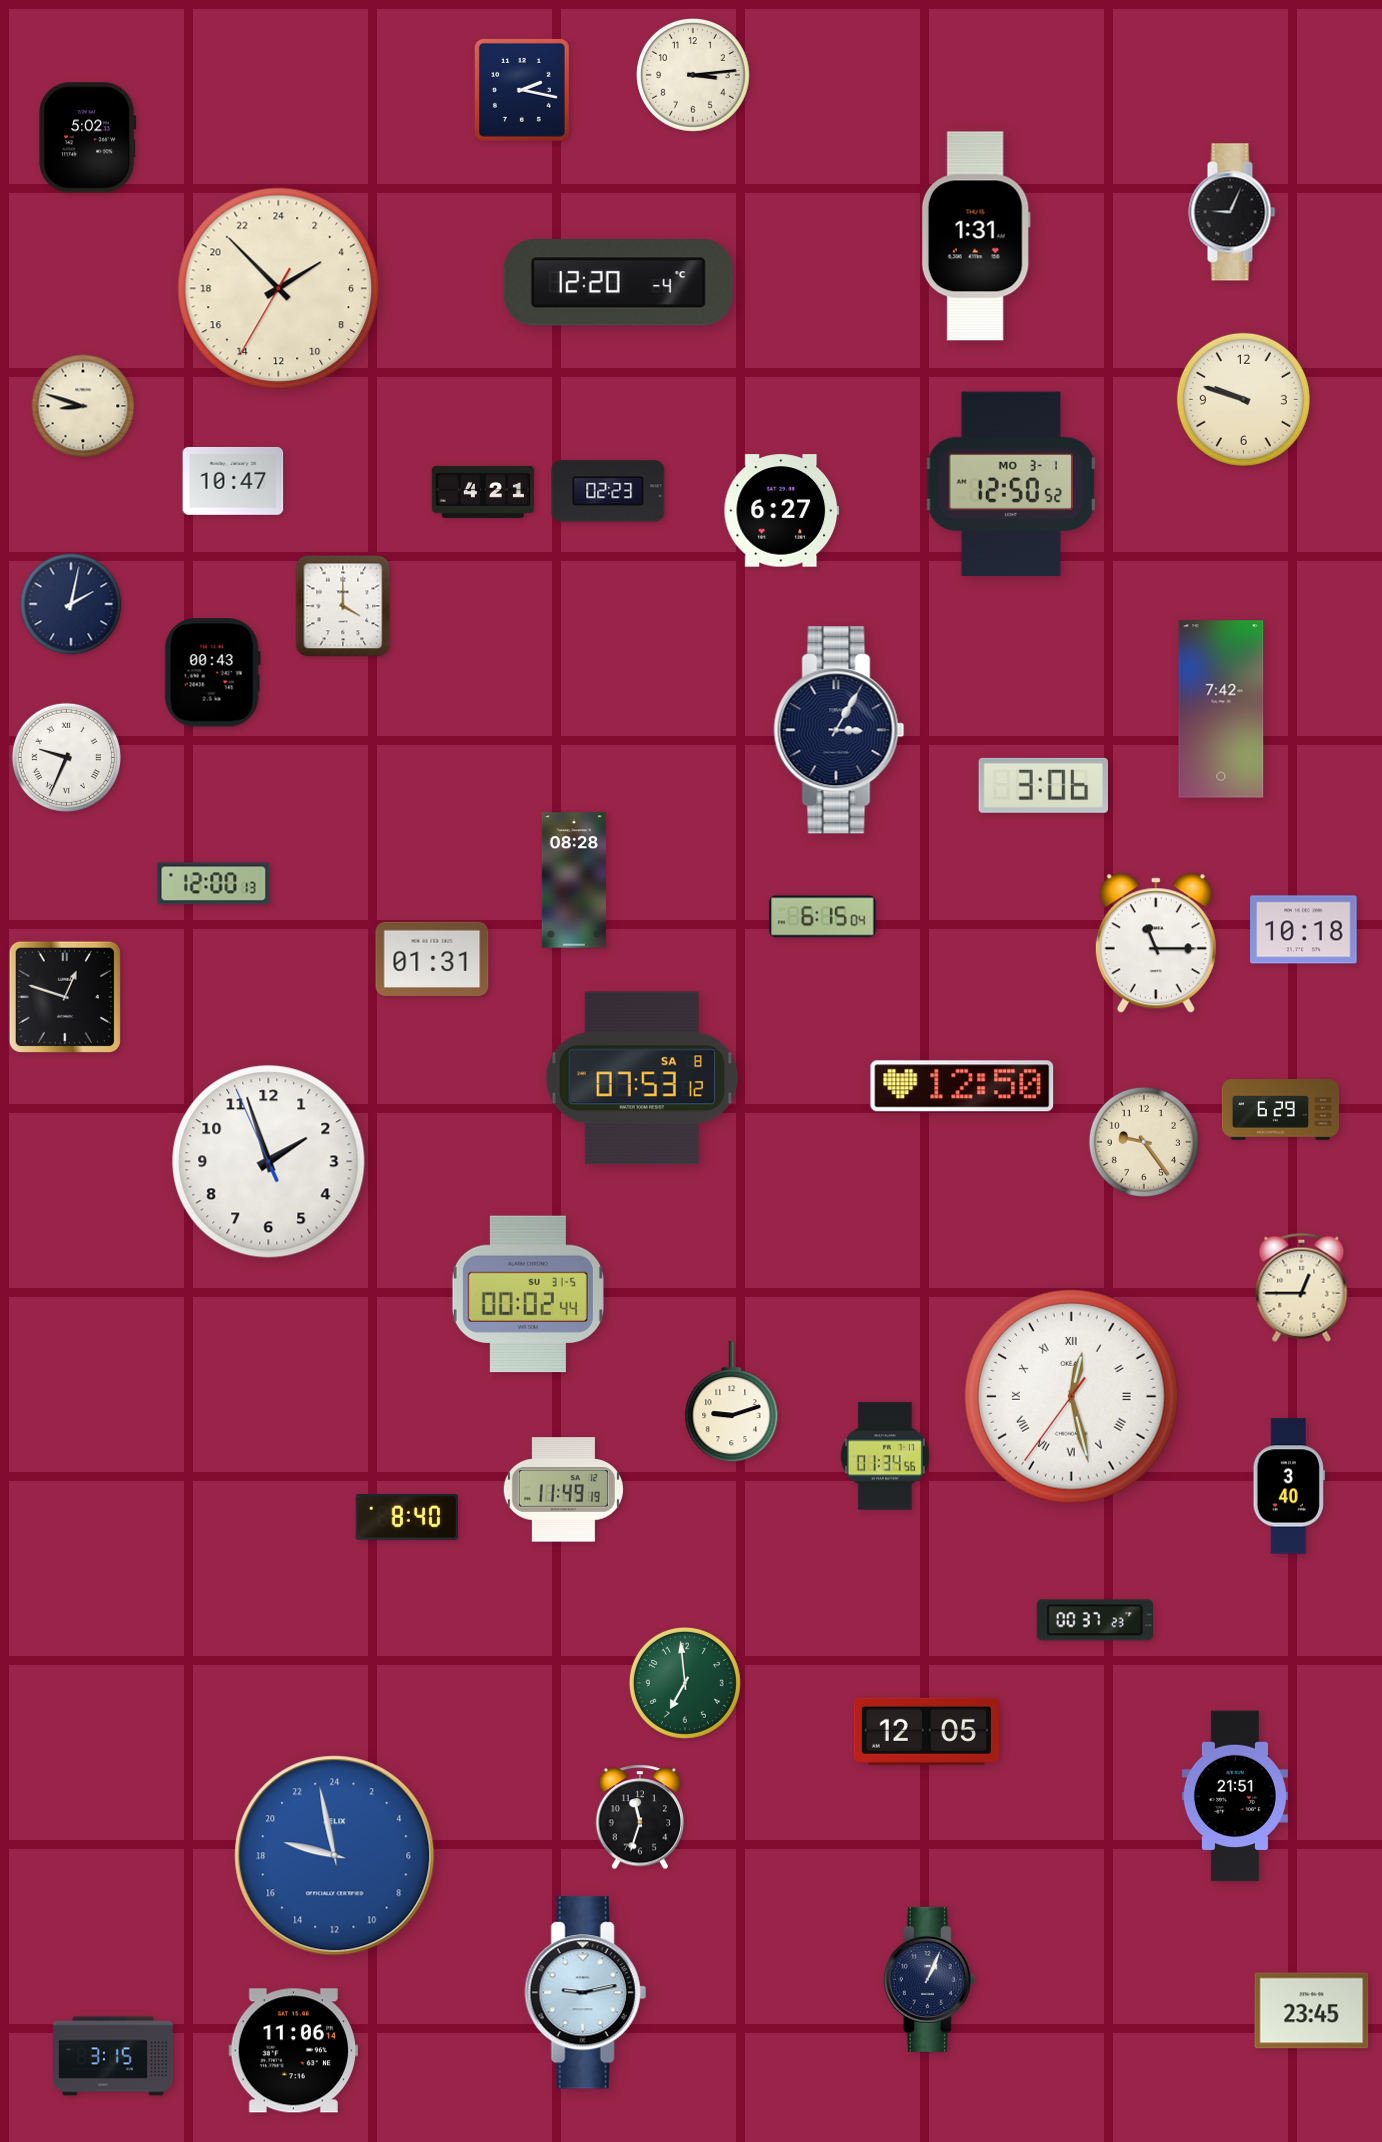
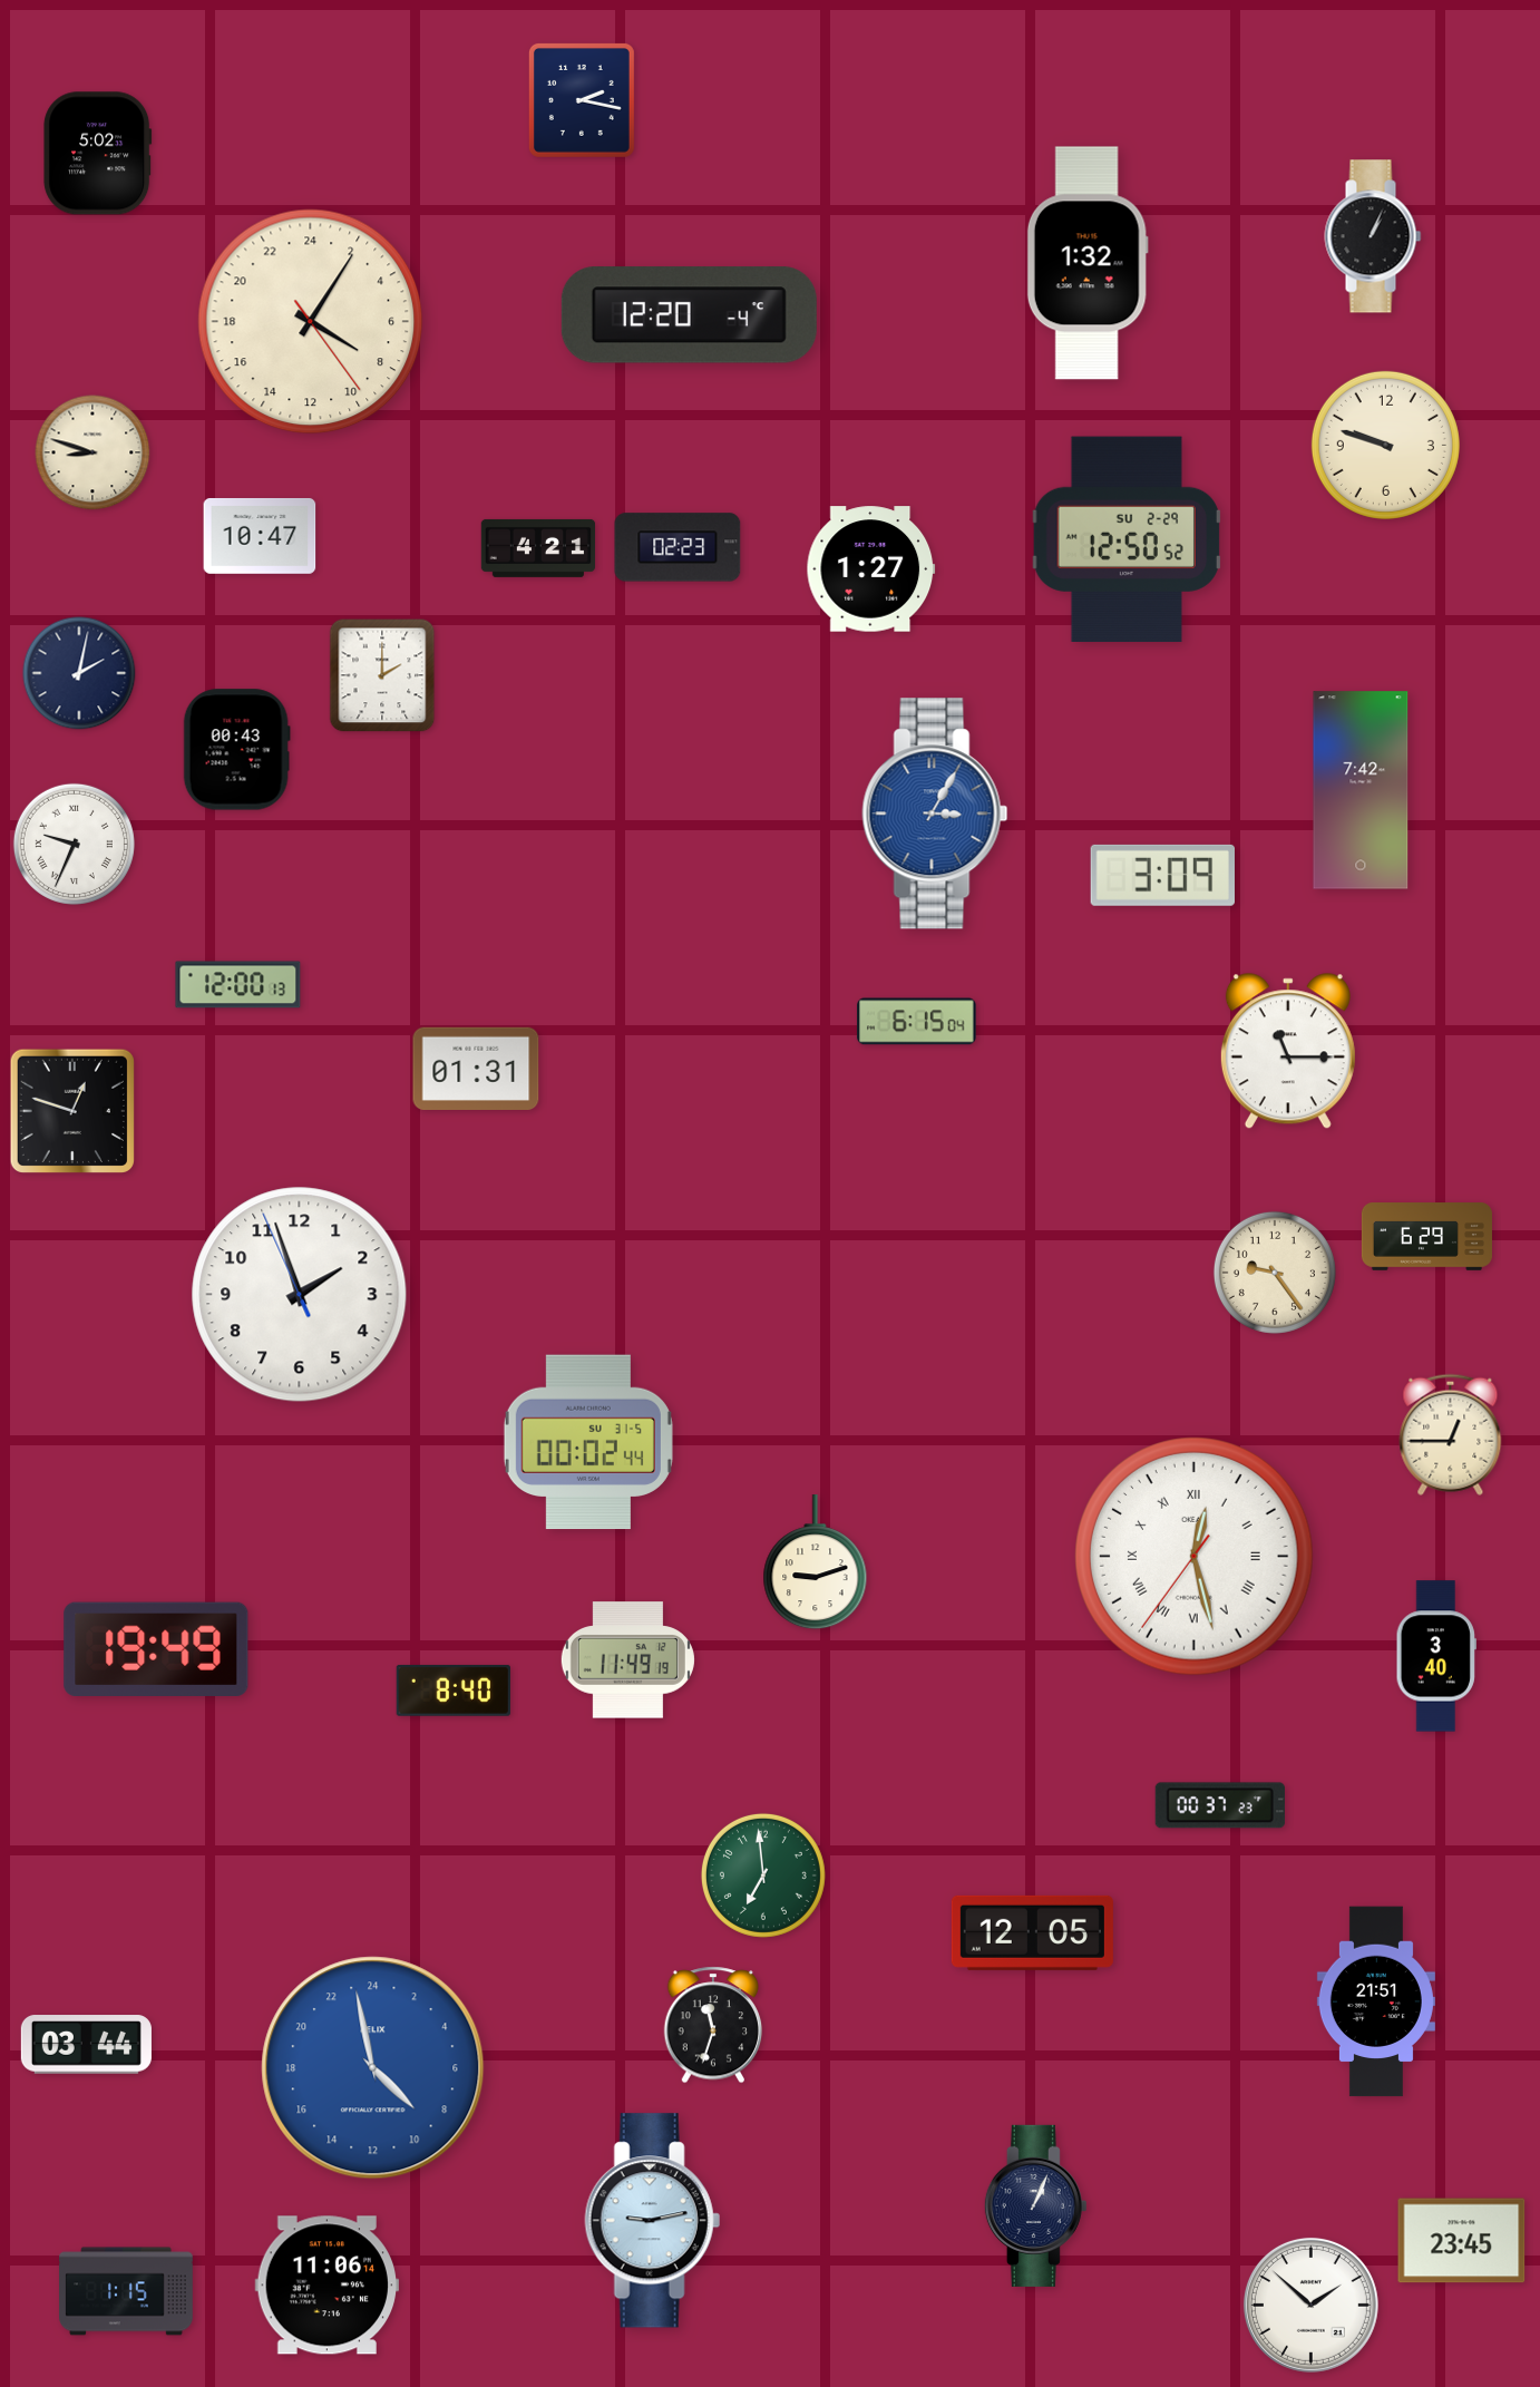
clock at (694, 76): 3:14 -> none
clock at (1232, 212): 9:04 -> 1:04
clock at (976, 236): 1:31 -> 1:32
clock at (279, 289): 3:52 -> 8:05
clock at (1011, 484) date: MO 3-1 -> SU 2-29
clock at (782, 511): 6:27 -> 1:27
clock at (343, 606): 4:00 -> 2:00
clock at (839, 730) dial: navy -> blue
clock at (1043, 785): 3:06 -> 3:09
clock at (573, 880): 08:28 -> none
clock at (1304, 930): 10:18 -> none
clock at (432, 959) position: (432, 959) -> (476, 1069)
clock at (642, 1078): 07:53 -> none
clock at (962, 1086): 12:50 -> none
clock at (885, 1456): 01:34 -> none
clock at (156, 1648): none -> 19:49
clock at (926, 1731) position: (926, 1731) -> (1032, 1932)
clock at (86, 2045): none -> 03:44
clock at (335, 1856): 18:58 -> 8:58
clock at (113, 2056): 3:15 -> 1:15
clock at (1310, 2305): none -> 1:52
